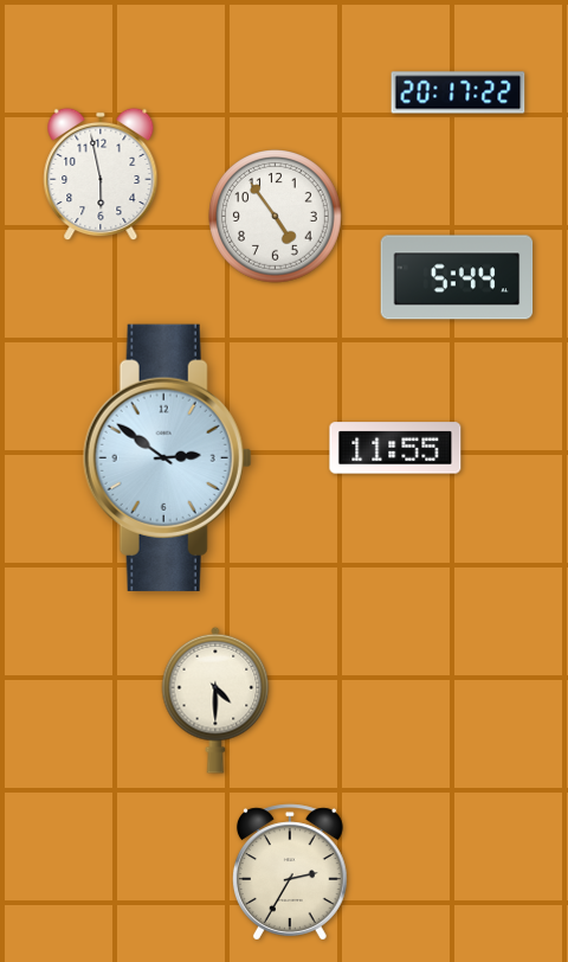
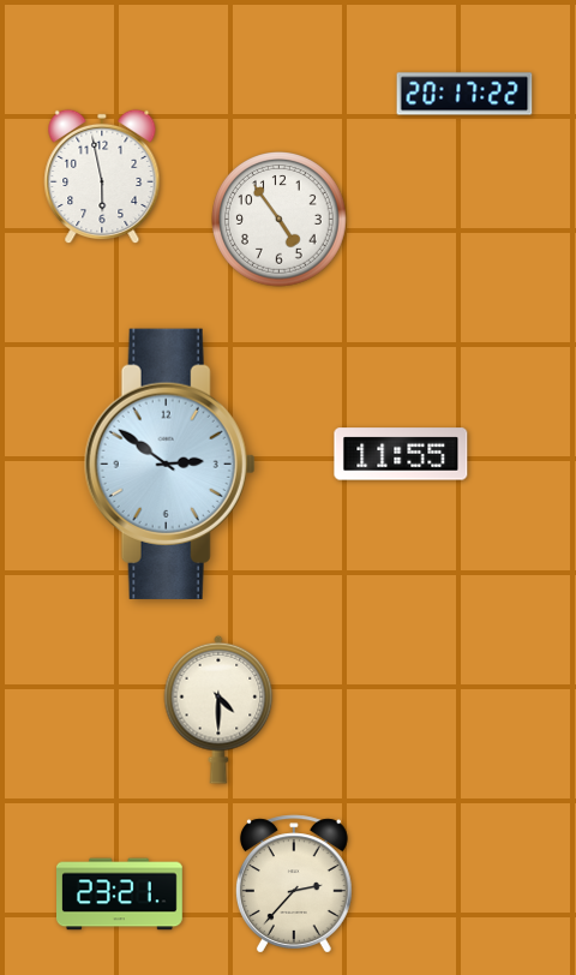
clock at (457, 277): 5:44 -> none
clock at (290, 872): 2:35 -> 2:37
clock at (120, 895): none -> 23:21
